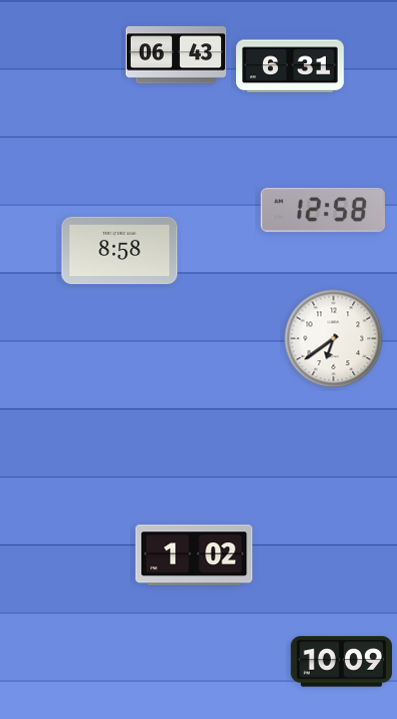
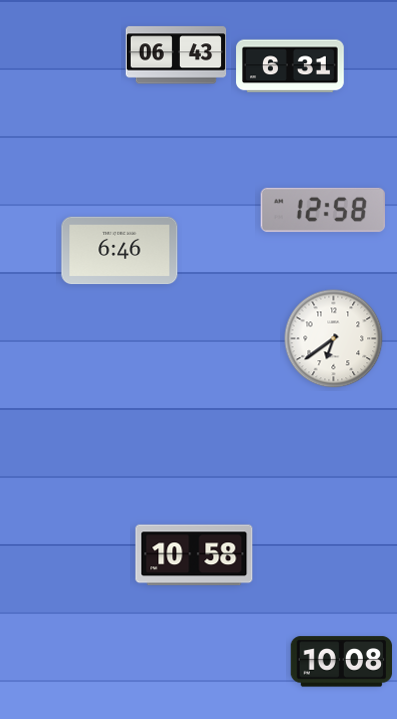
clock at (120, 251): 8:58 -> 6:46
clock at (194, 555): 1:02 -> 10:58
clock at (341, 662): 10:09 -> 10:08
